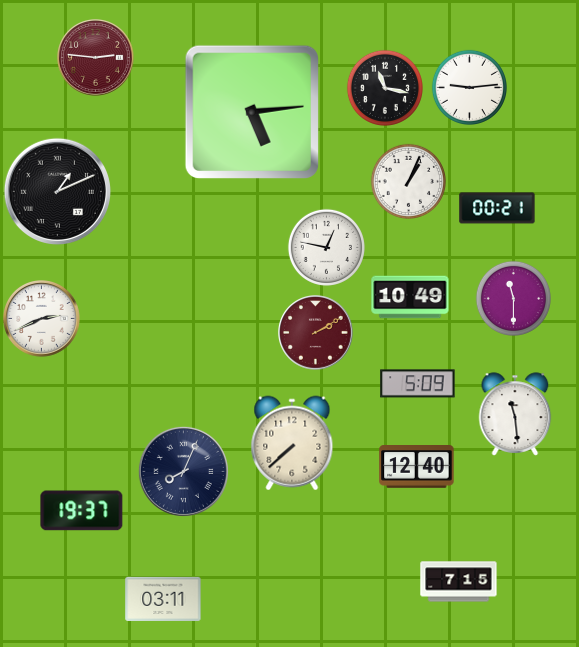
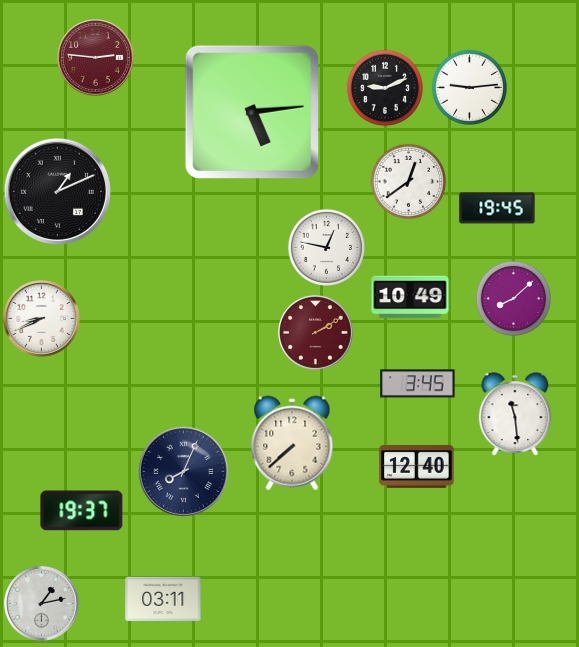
clock at (385, 88): 11:17 -> 9:11
clock at (408, 181): 1:04 -> 12:39
clock at (497, 208): 00:21 -> 19:45
clock at (513, 298): 11:30 -> 8:08
clock at (42, 319): 2:41 -> 8:41
clock at (418, 384): 5:09 -> 3:45
clock at (459, 582): 7:15 -> none
clock at (42, 604): none -> 1:13
